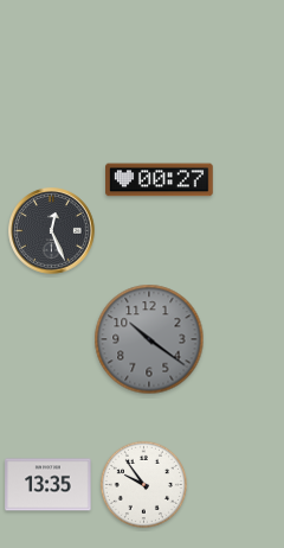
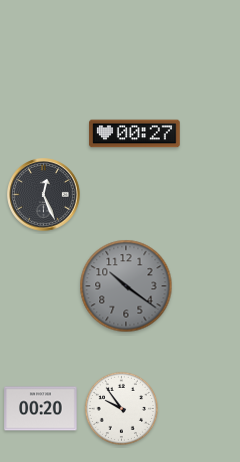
clock at (160, 180) position: (160, 180) -> (135, 134)
clock at (49, 485): 13:35 -> 00:20
